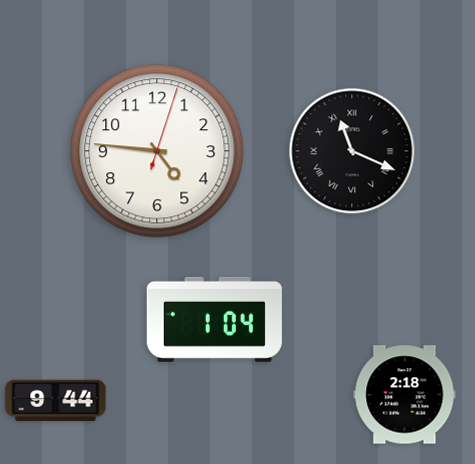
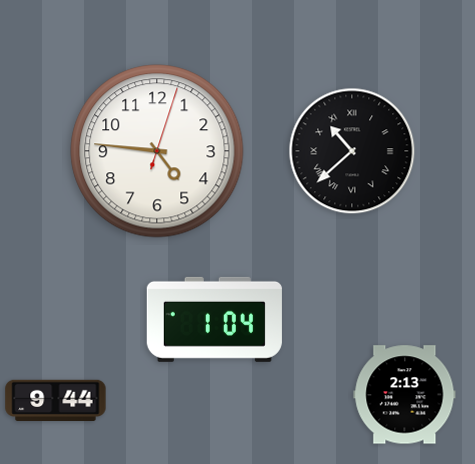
clock at (352, 151): 11:19 -> 10:38
clock at (405, 395): 2:18 -> 2:13
